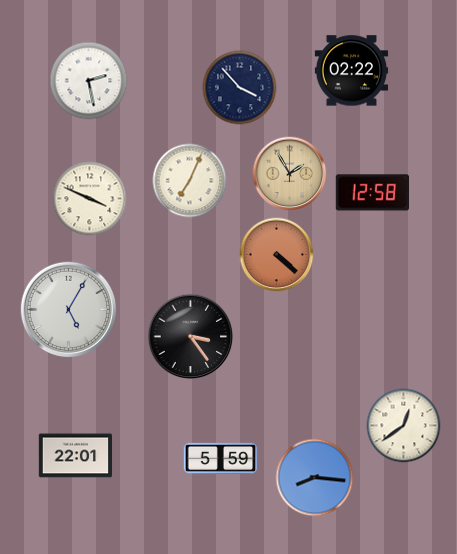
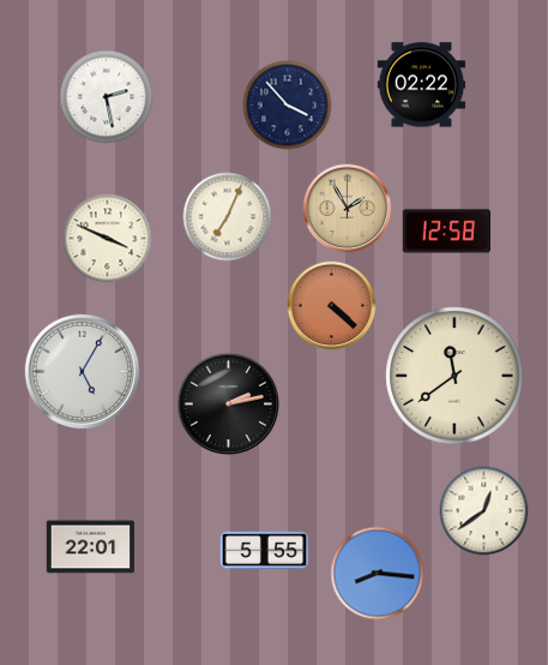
clock at (454, 376): none -> 11:39
clock at (191, 337): 3:24 -> 2:13
clock at (221, 458): 5:59 -> 5:55
